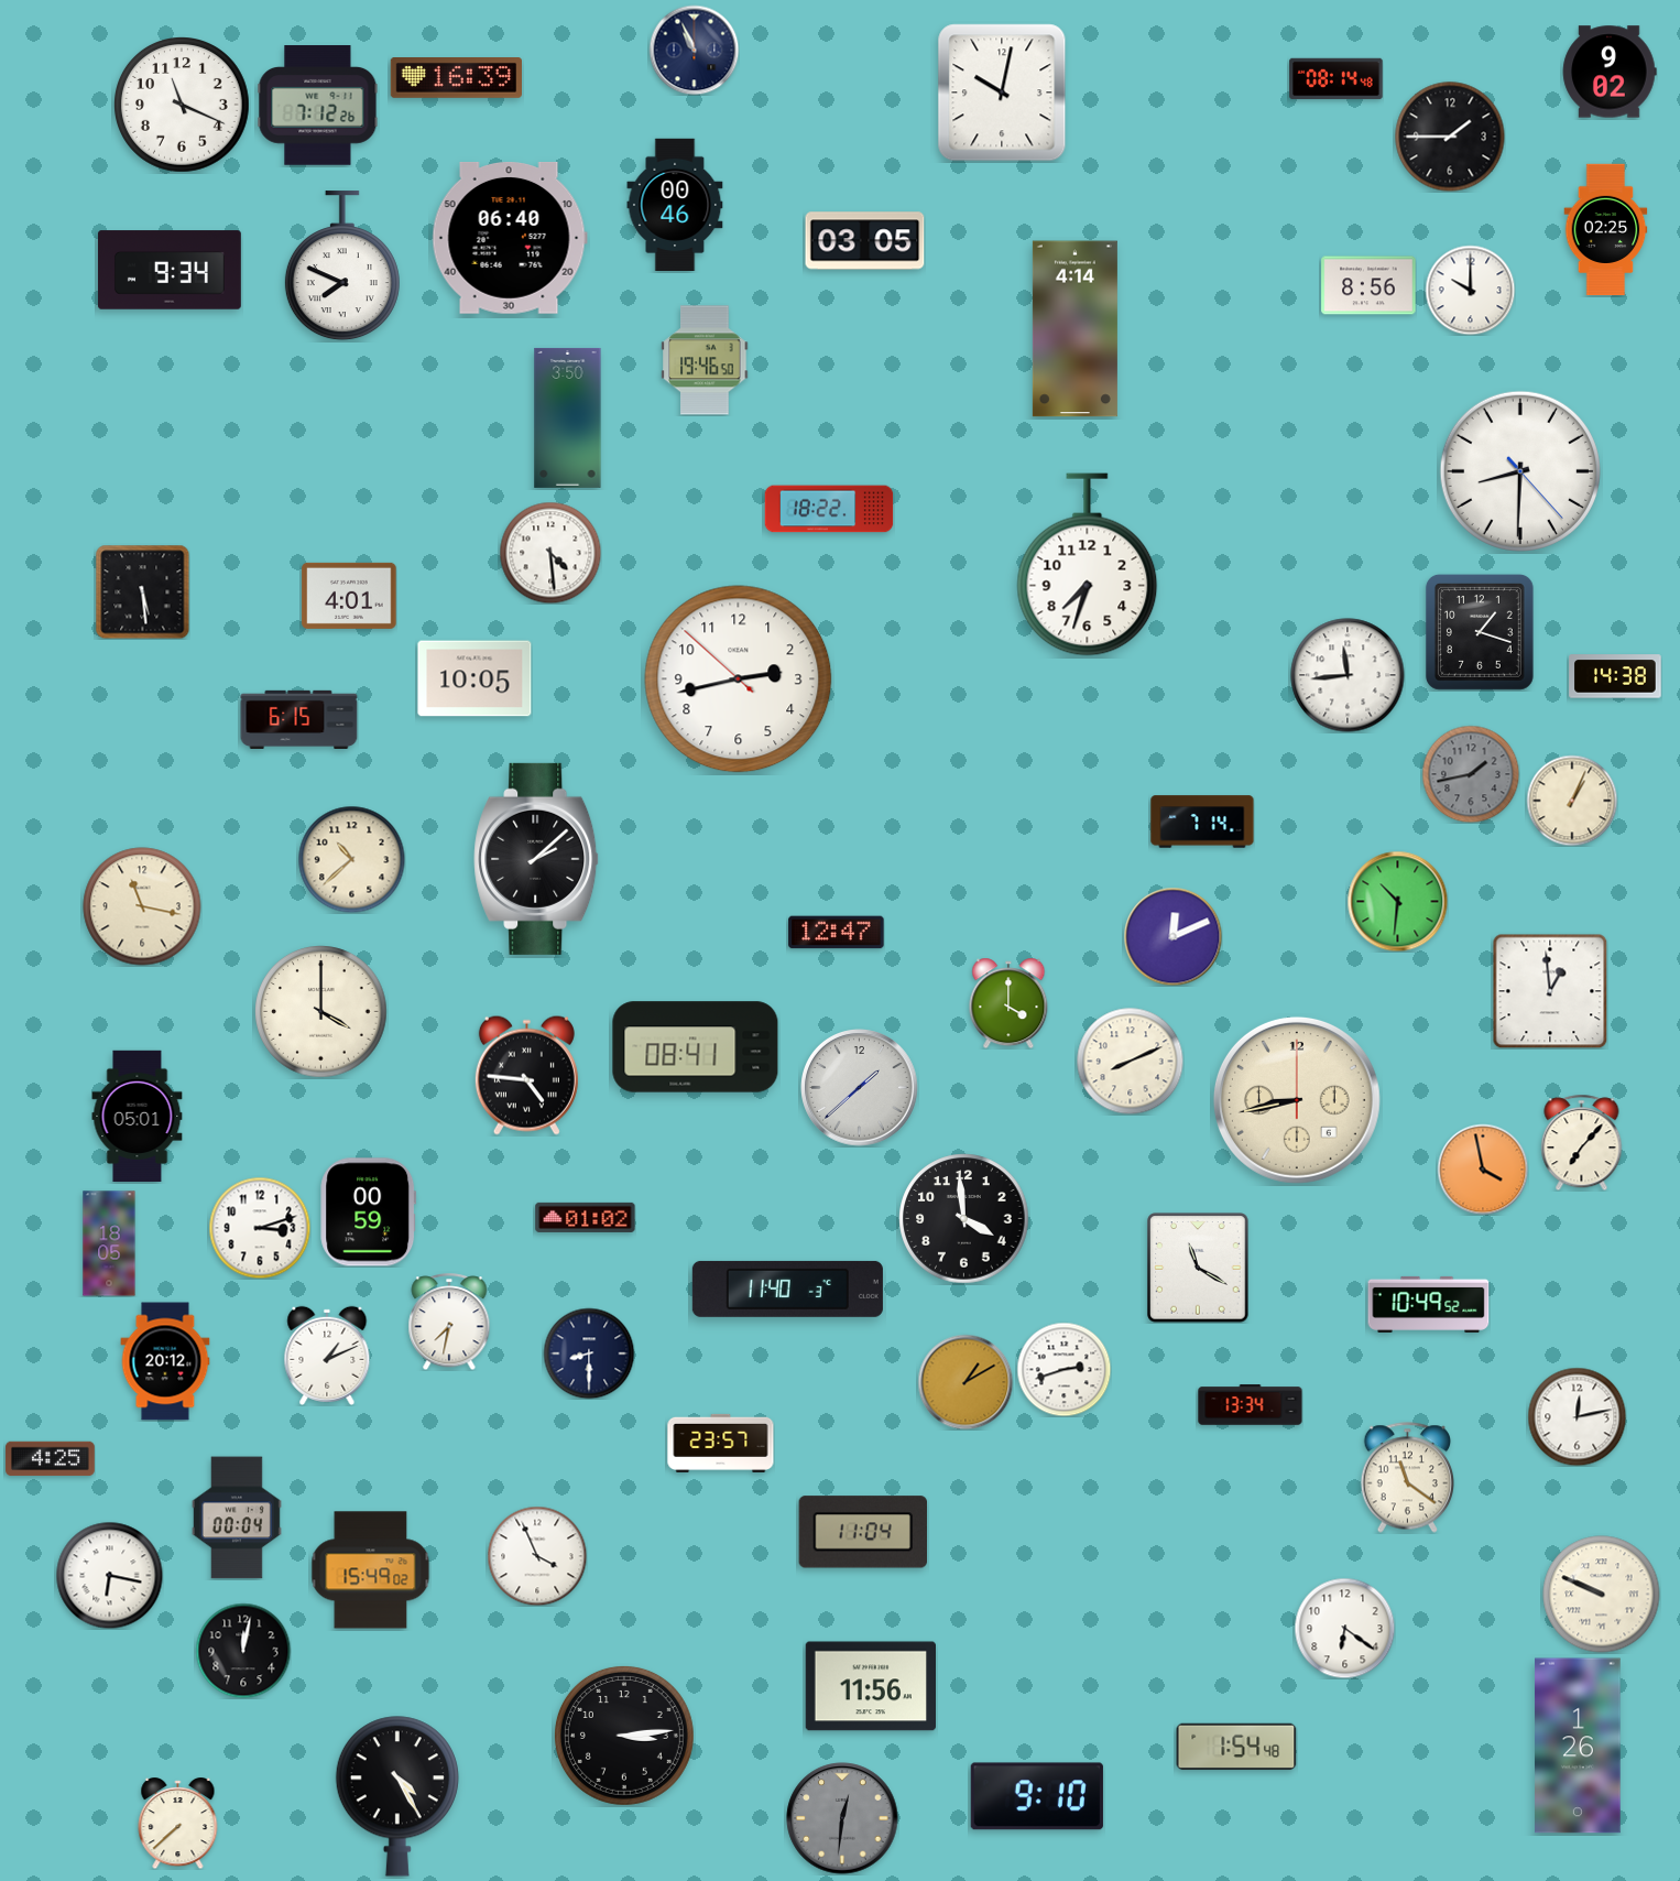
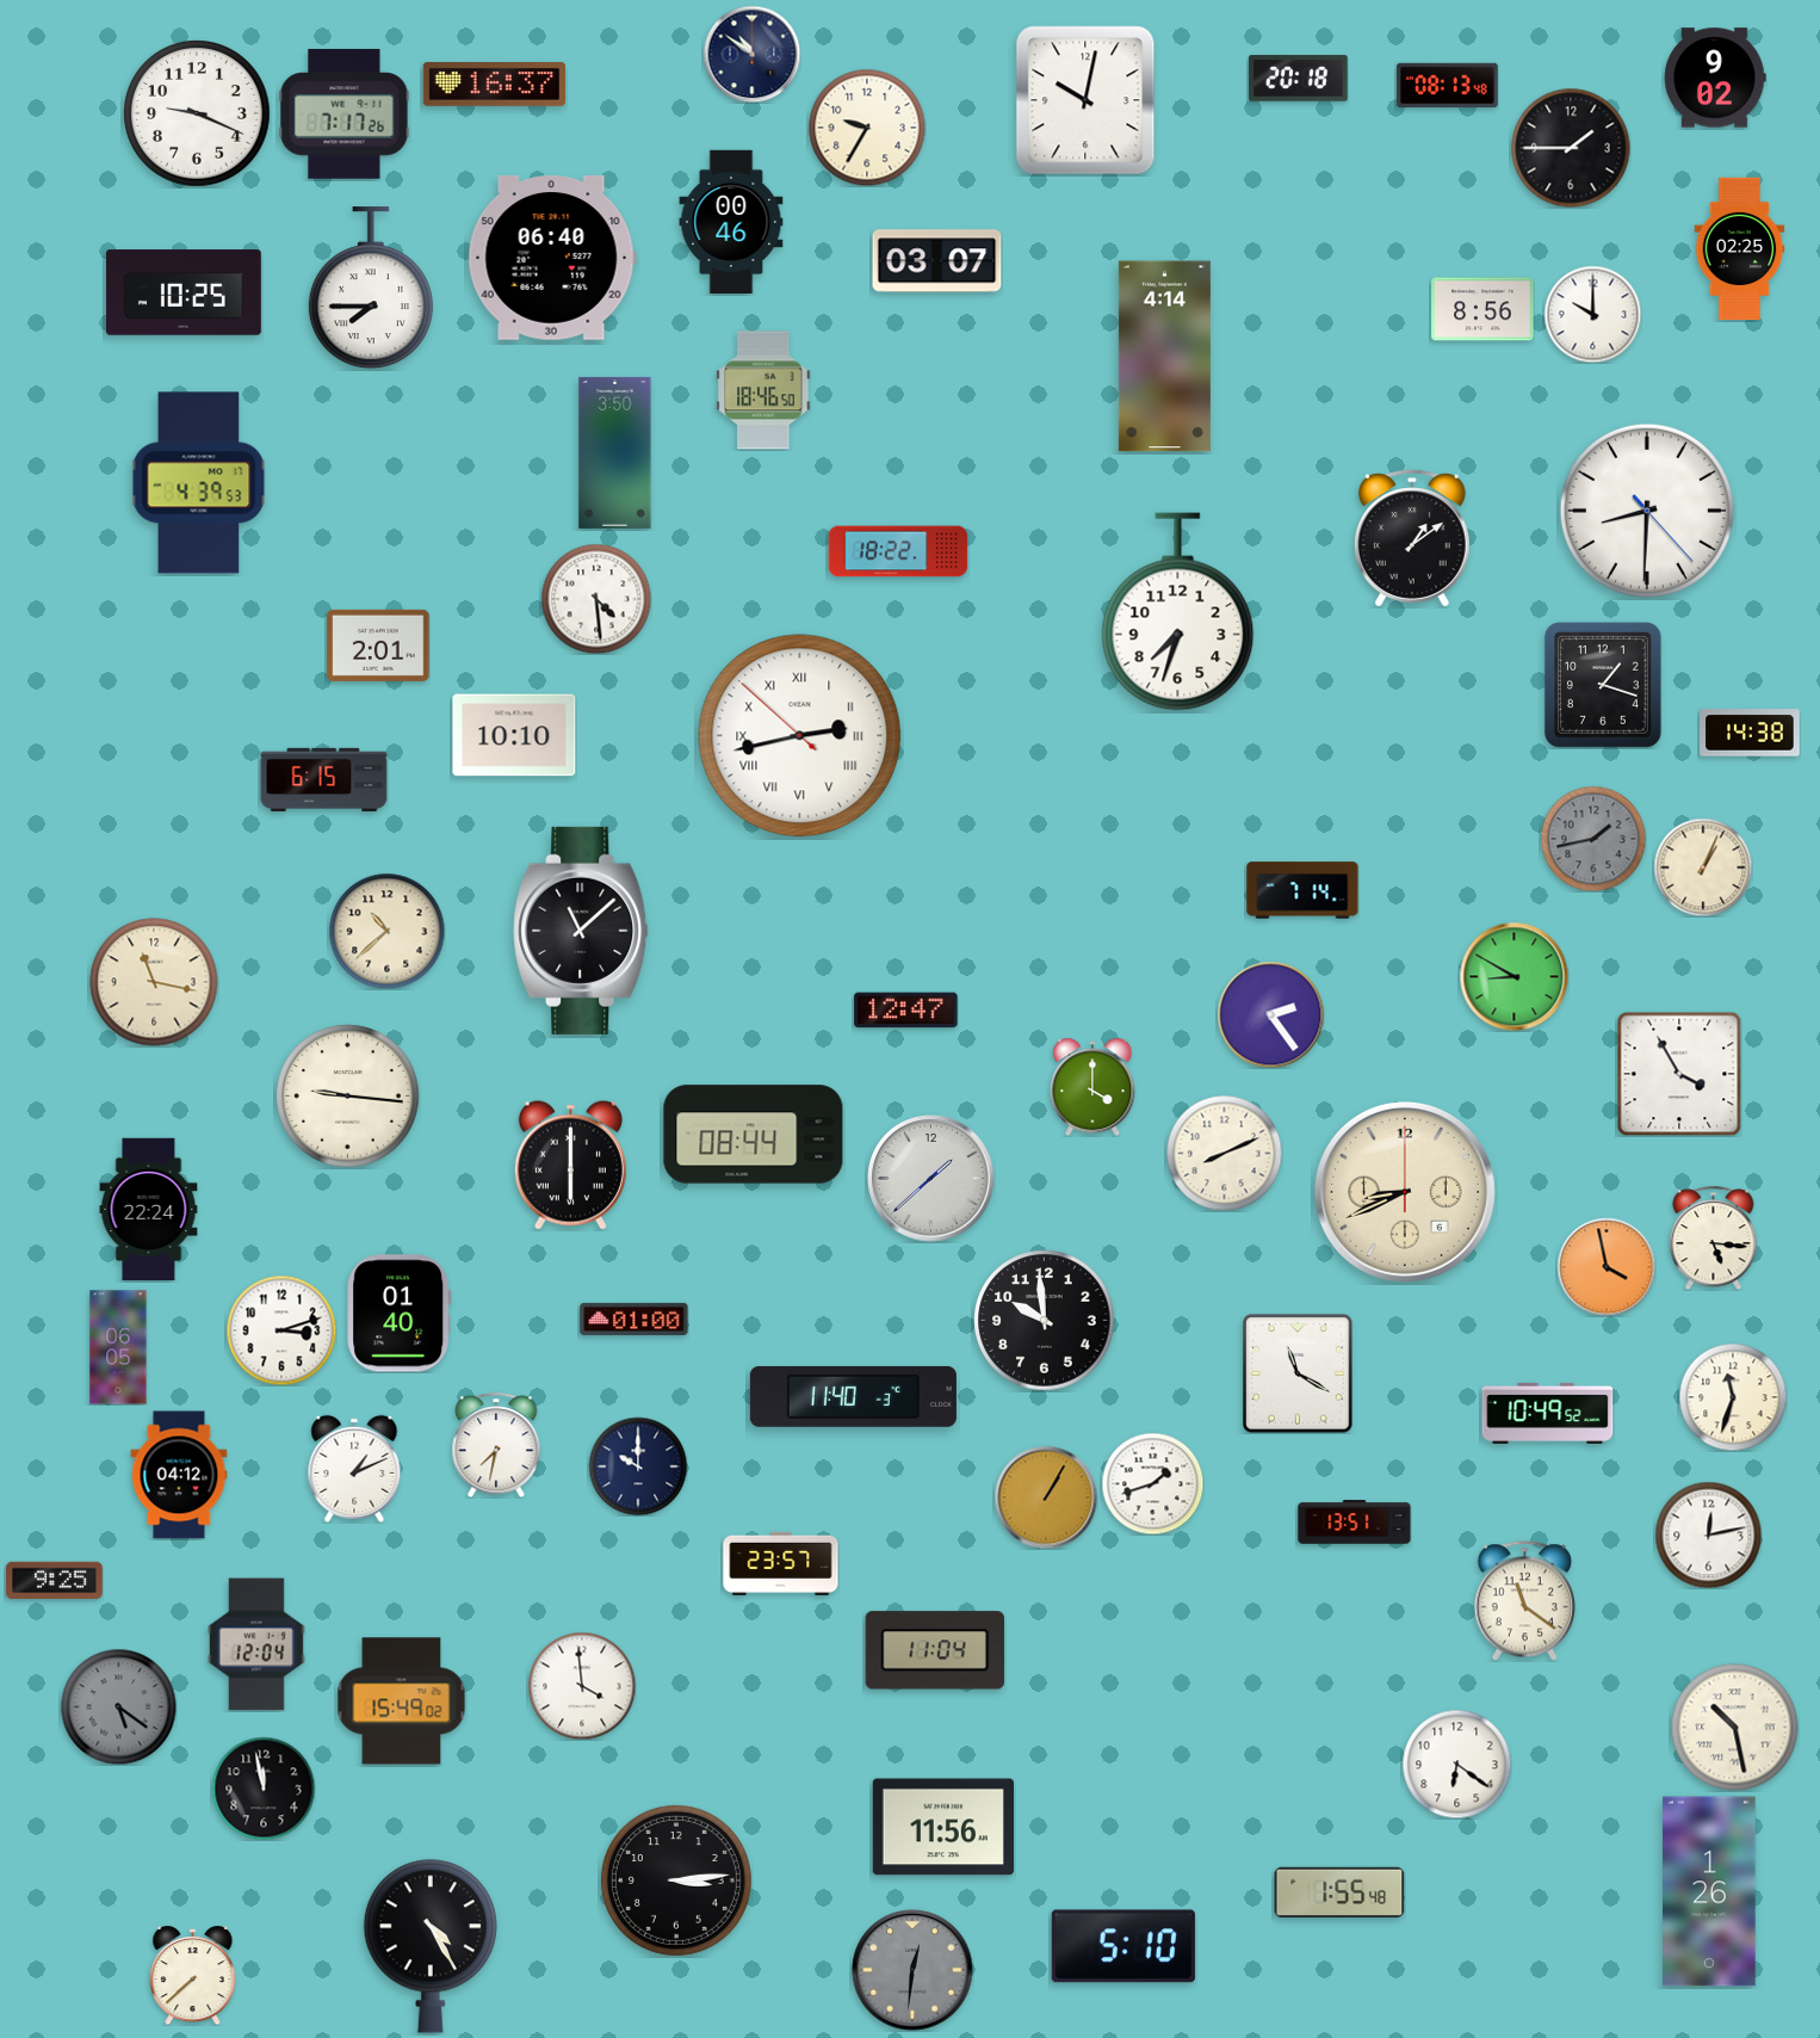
clock at (694, 50): 10:56 -> 10:51
clock at (1610, 72) position: (1610, 72) -> (1715, 78)
clock at (1299, 79): none -> 20:18
clock at (456, 78): 16:39 -> 16:37
clock at (1337, 79): 08:14 -> 08:13
clock at (183, 106): 11:19 -> 9:19
clock at (318, 106): 7:12 -> 7:17
clock at (867, 128): none -> 9:35
clock at (865, 241): 03:05 -> 03:07
clock at (342, 267): 7:49 -> 7:45
clock at (170, 270): 9:34 -> 10:25
clock at (705, 360): 19:46 -> 18:46
clock at (199, 483): none -> 4:39
clock at (1412, 538): none -> 1:09
clock at (142, 591): 5:29 -> none
clock at (349, 596): 4:01 -> 2:01
clock at (1348, 675): 11:44 -> none
clock at (474, 678): 10:05 -> 10:10
clock at (739, 679) numerals: Arabic -> Roman
clock at (351, 859) position: (351, 859) -> (386, 931)
clock at (537, 859): 2:08 -> 11:08
clock at (1397, 901): 10:31 -> 8:50
clock at (1172, 936): 12:11 -> 2:24
clock at (1550, 991): 12:59 -> 3:55
clock at (321, 1012): 4:00 -> 9:16
clock at (696, 1047): 08:41 -> 08:44
clock at (1130, 1061) position: (1130, 1061) -> (1224, 1153)
clock at (526, 1075): 4:46 -> 6:00
clock at (1297, 1100): 8:43 -> 8:41
clock at (138, 1117): 05:01 -> 22:24
clock at (1582, 1142): 7:07 -> 5:16
clock at (369, 1213): 00:59 -> 01:40
clock at (586, 1217): 01:02 -> 01:00
clock at (964, 1219): 3:59 -> 9:59
clock at (109, 1243): 18:05 -> 06:05
clock at (1733, 1397): none -> 11:33
clock at (449, 1322) position: (449, 1322) -> (496, 1445)
clock at (589, 1353): 8:30 -> 10:00
clock at (165, 1361): 20:12 -> 04:12
clock at (1063, 1369): 2:42 -> 1:42
clock at (966, 1382): 1:10 -> 1:05
clock at (1251, 1405): 13:34 -> 13:51
clock at (51, 1459): 4:25 -> 9:25
clock at (237, 1518): 00:04 -> 12:04
clock at (862, 1532) position: (862, 1532) -> (934, 1650)
clock at (537, 1556): 3:56 -> 3:59
clock at (109, 1575): 6:17 -> 5:21
clock at (109, 1575) dial: white -> grey
clock at (1602, 1595): 9:49 -> 10:28
clock at (243, 1651): 12:02 -> 11:58
clock at (1236, 1747): 1:54 -> 1:55
clock at (1037, 1796): 9:10 -> 5:10
